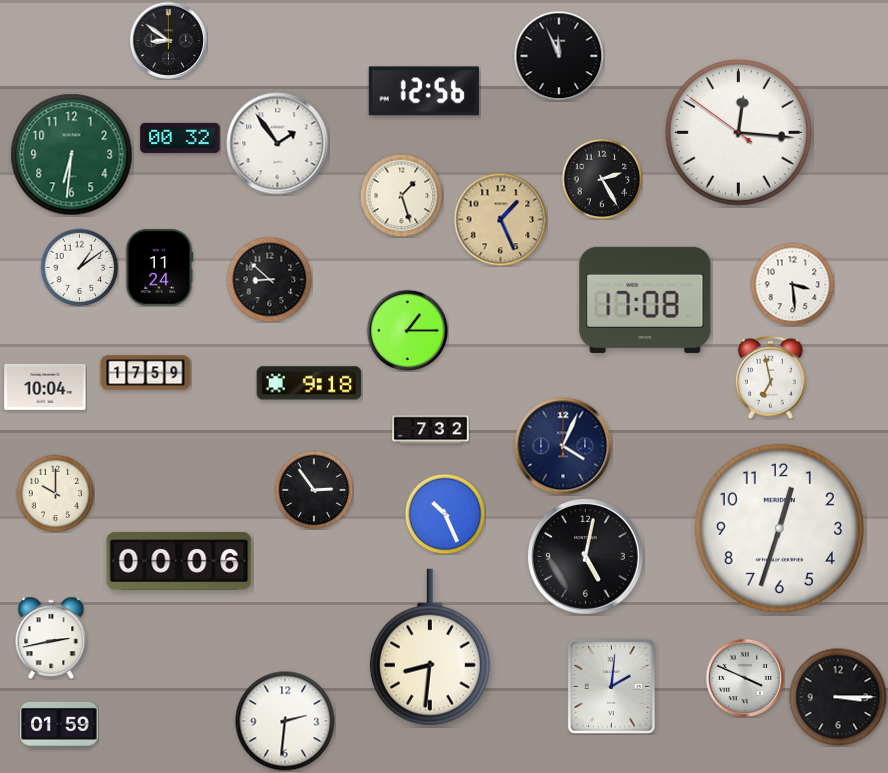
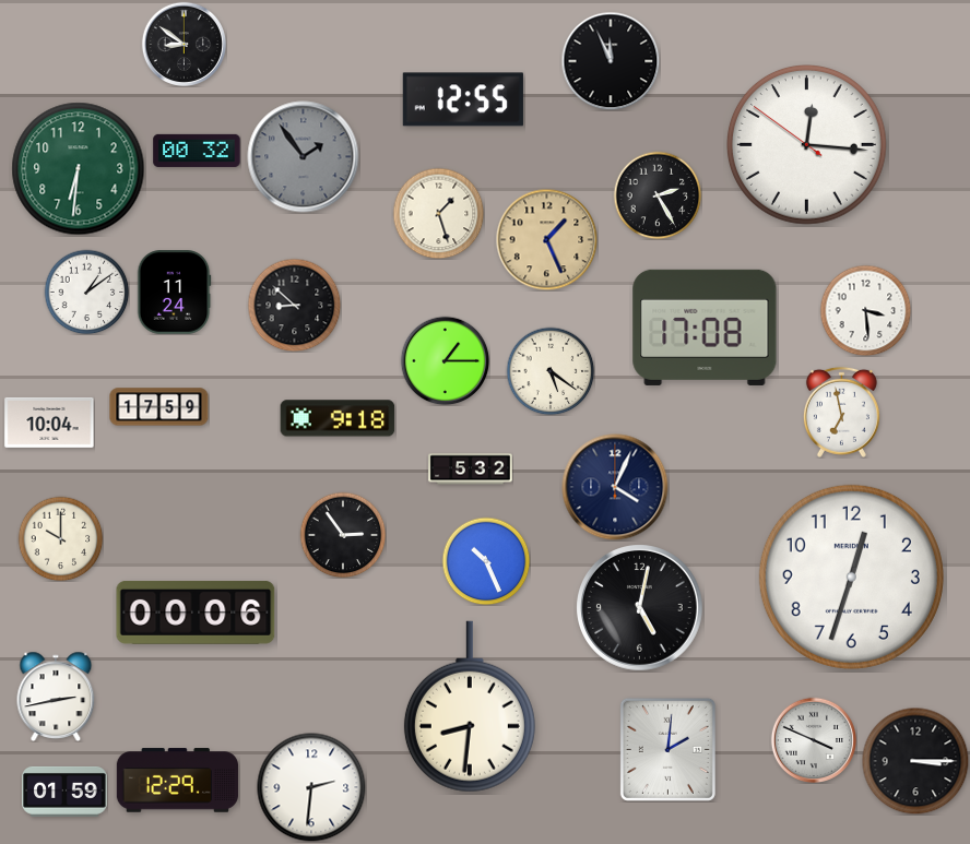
clock at (424, 91): 12:56 -> 12:55
clock at (278, 144) dial: white -> grey
clock at (551, 371): none -> 5:21
clock at (431, 430): 7:32 -> 5:32
clock at (177, 781): none -> 12:29
